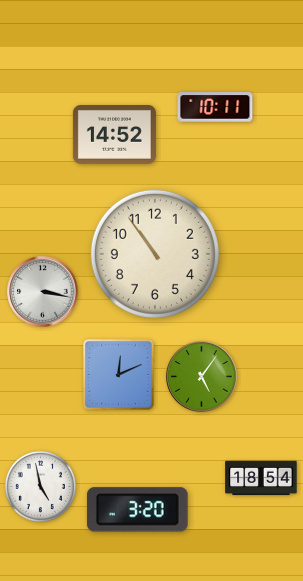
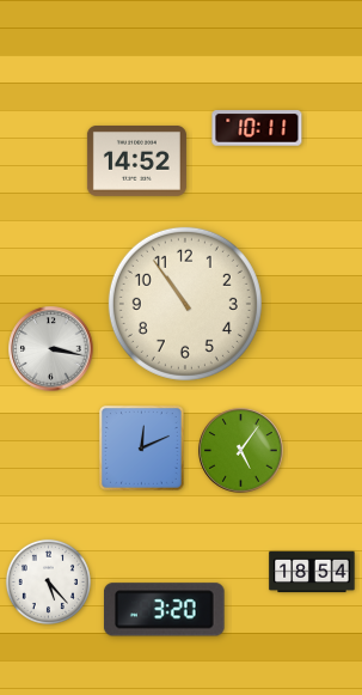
clock at (40, 486): 4:58 -> 5:23
